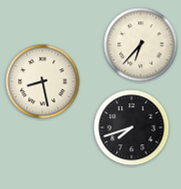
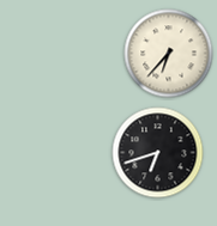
clock at (43, 82): 8:28 -> none
clock at (132, 128): 7:42 -> 6:42
